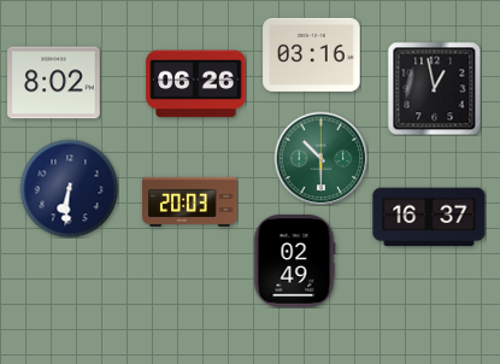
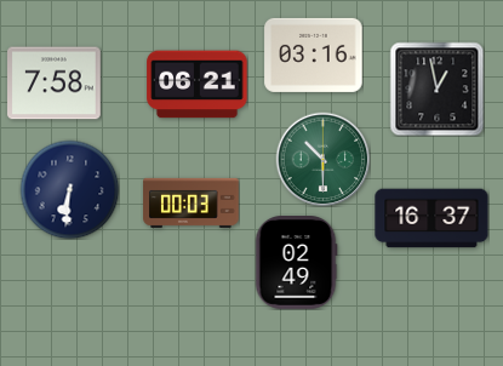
clock at (54, 83): 8:02 -> 7:58
clock at (196, 84): 06:26 -> 06:21
clock at (190, 201): 20:03 -> 00:03
